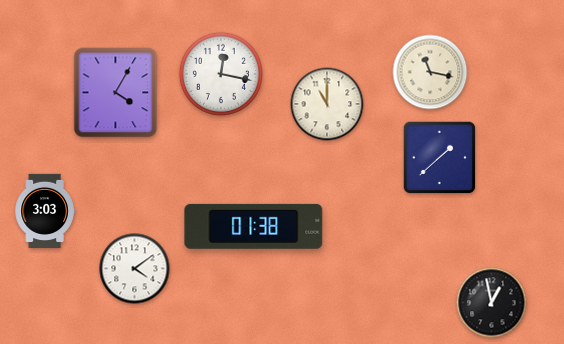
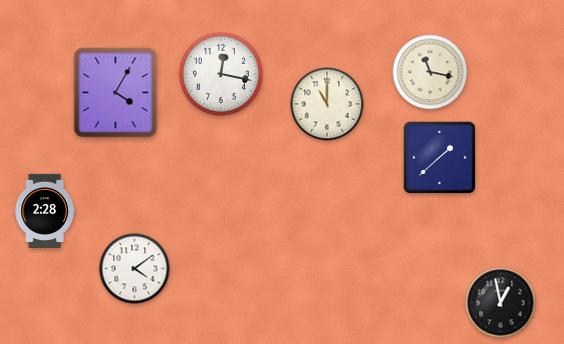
clock at (45, 210): 3:03 -> 2:28
clock at (254, 226): 01:38 -> none
clock at (492, 303) position: (492, 303) -> (501, 303)
